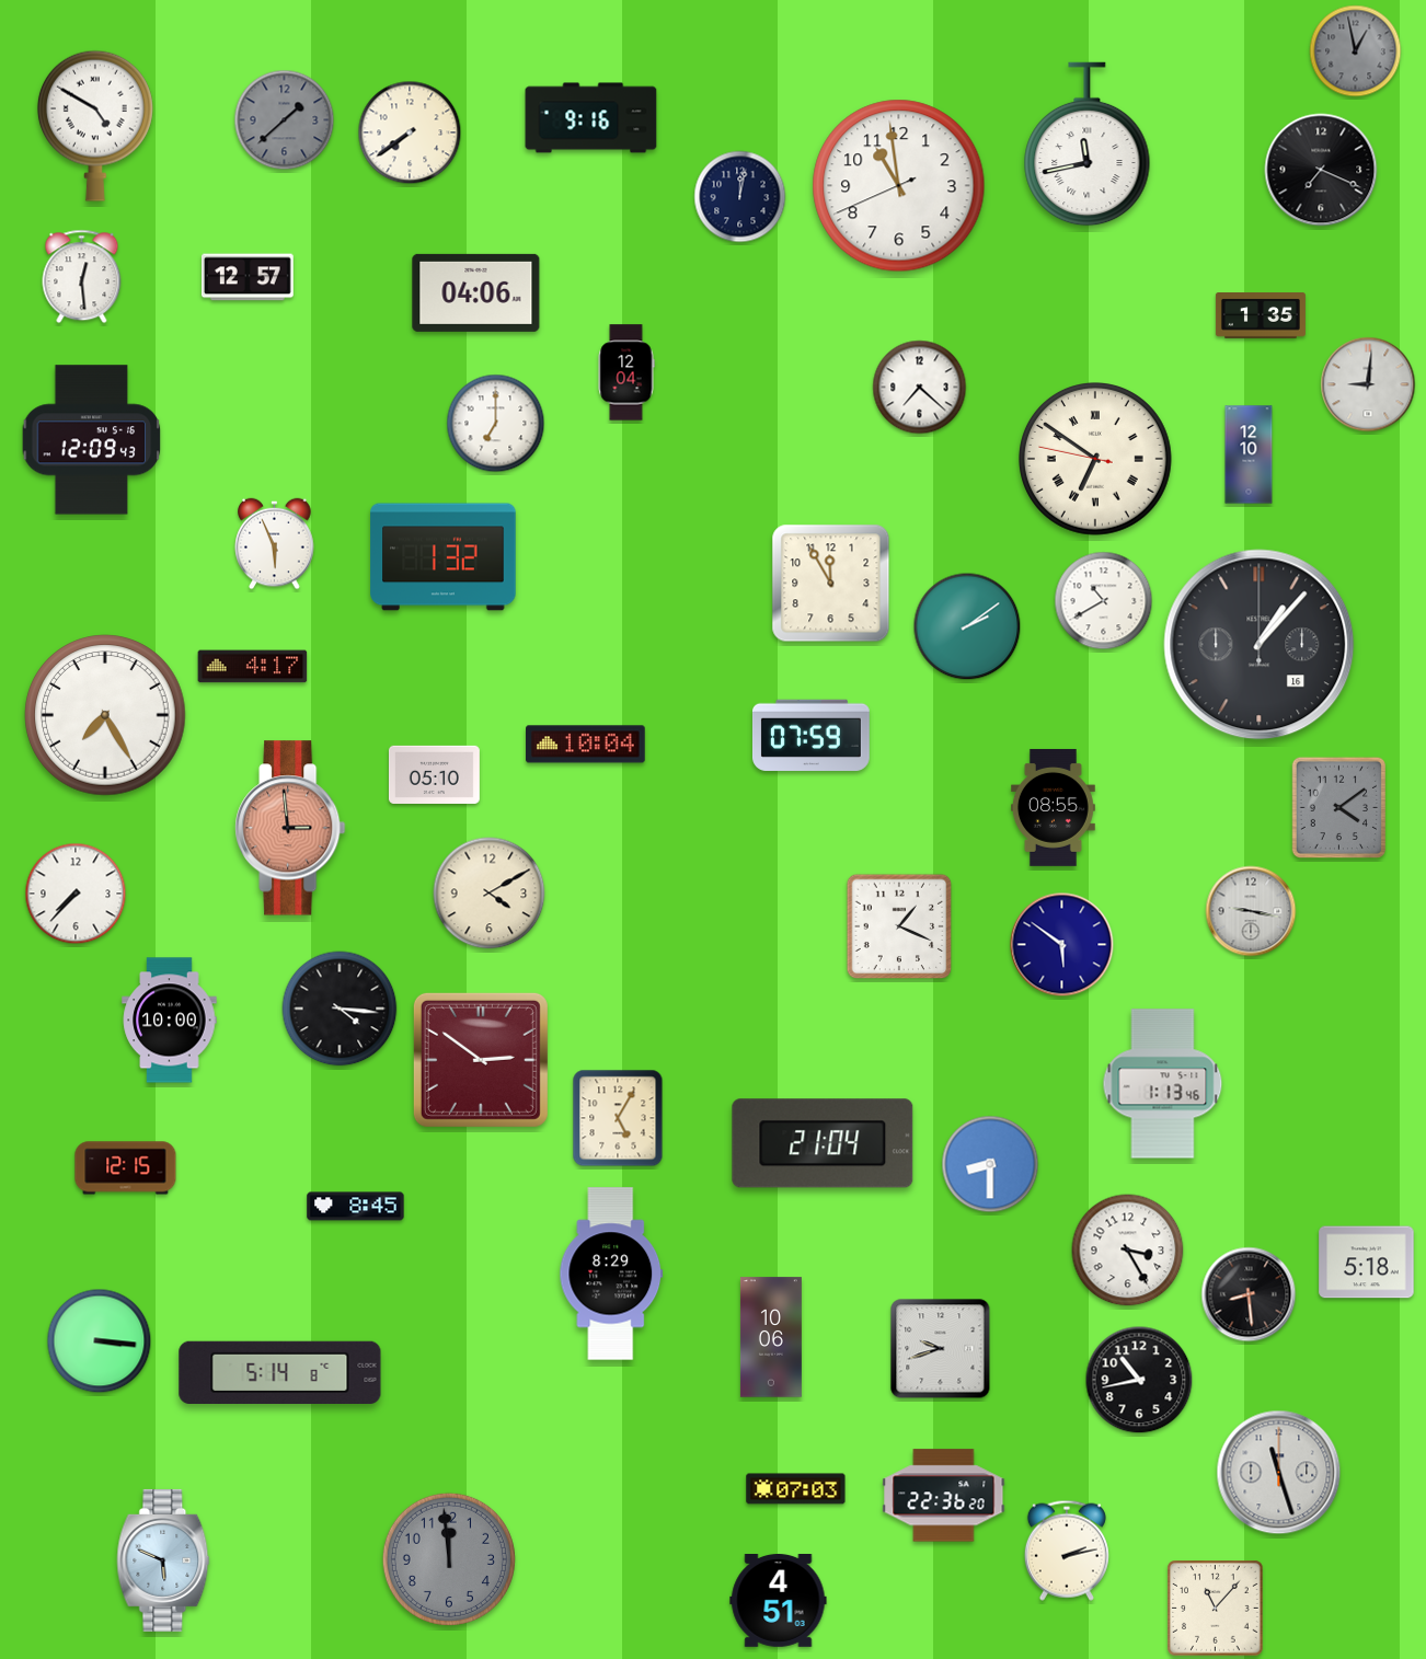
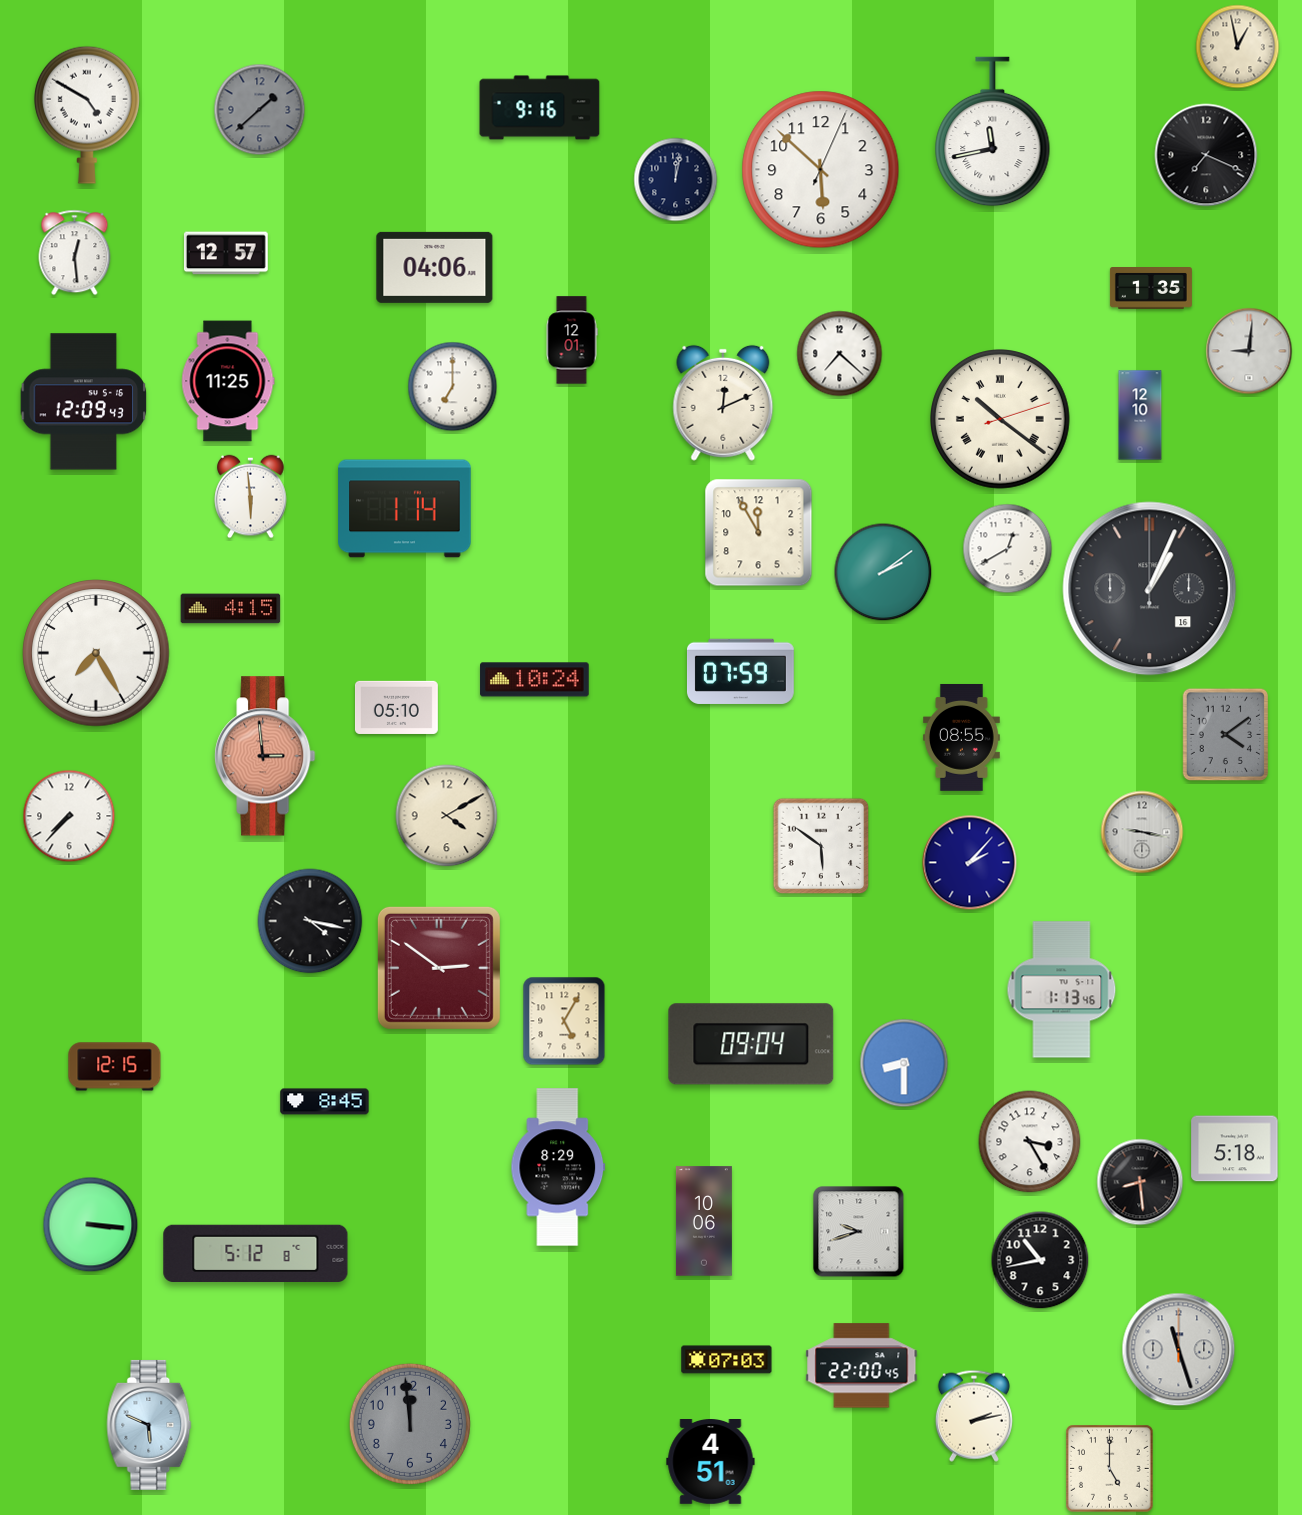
clock at (1356, 51) dial: grey -> cream
clock at (410, 133): 7:39 -> none
clock at (899, 186): 10:58 -> 5:52
clock at (626, 372): 12:04 -> 12:01
clock at (228, 381): none -> 11:25
clock at (723, 403): none -> 12:11
clock at (1096, 460): 6:50 -> 10:21
clock at (275, 544): 5:56 -> 5:59
clock at (444, 557): 1:32 -> 1:14
clock at (1104, 601): 10:40 -> 12:40
clock at (1260, 645): 1:07 -> 1:04
clock at (253, 667): 4:17 -> 4:15
clock at (586, 745): 10:04 -> 10:24
clock at (1339, 808) position: (1339, 808) -> (1226, 735)
clock at (899, 926): 1:19 -> 5:51
clock at (1062, 945): 5:51 -> 2:07
clock at (340, 1009): 4:16 -> 4:17
clock at (170, 1021): 10:00 -> none
clock at (823, 1143): 21:04 -> 09:04
clock at (1367, 1263) position: (1367, 1263) -> (1235, 1149)
clock at (611, 1274) position: (611, 1274) -> (558, 1167)
clock at (280, 1372): 5:14 -> 5:12
clock at (1279, 1473) position: (1279, 1473) -> (1179, 1350)
clock at (944, 1496): 22:36 -> 22:00
clock at (1216, 1609): 11:07 -> 5:00
